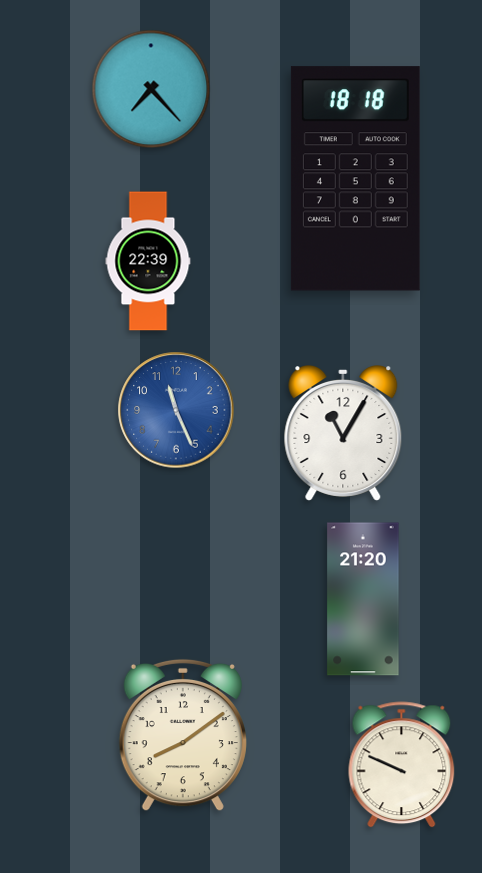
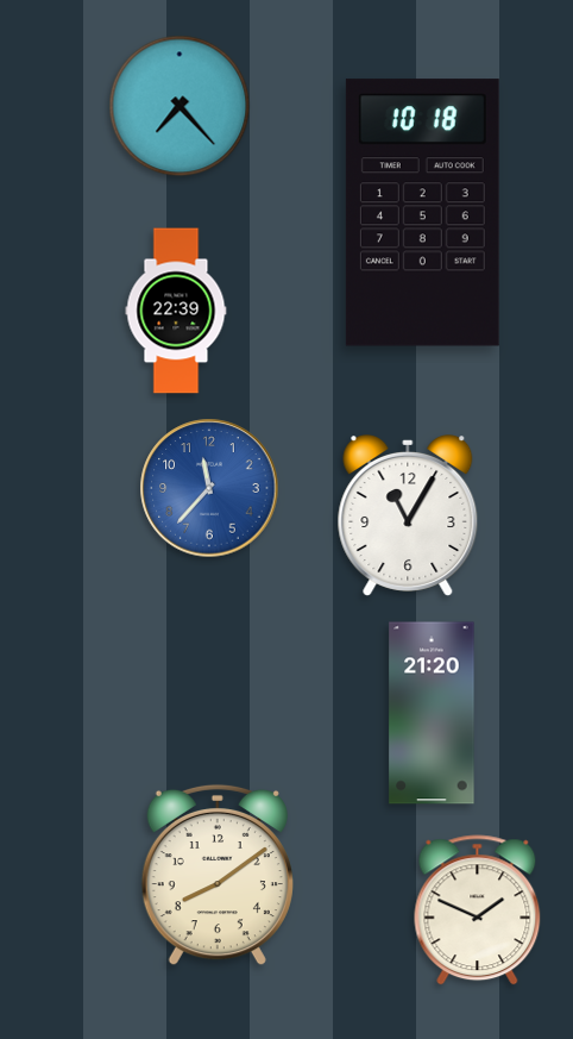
clock at (355, 179): 18:18 -> 10:18
clock at (176, 410): 11:26 -> 11:37
clock at (402, 765): 9:49 -> 1:49
